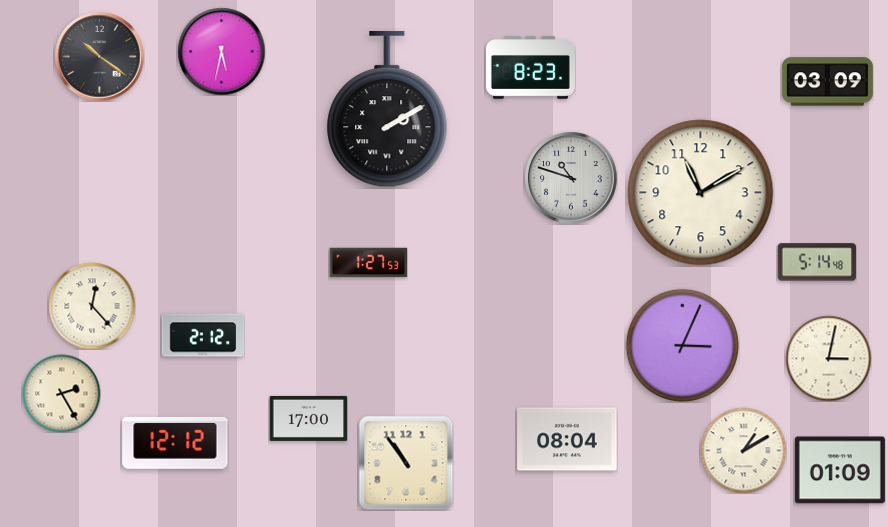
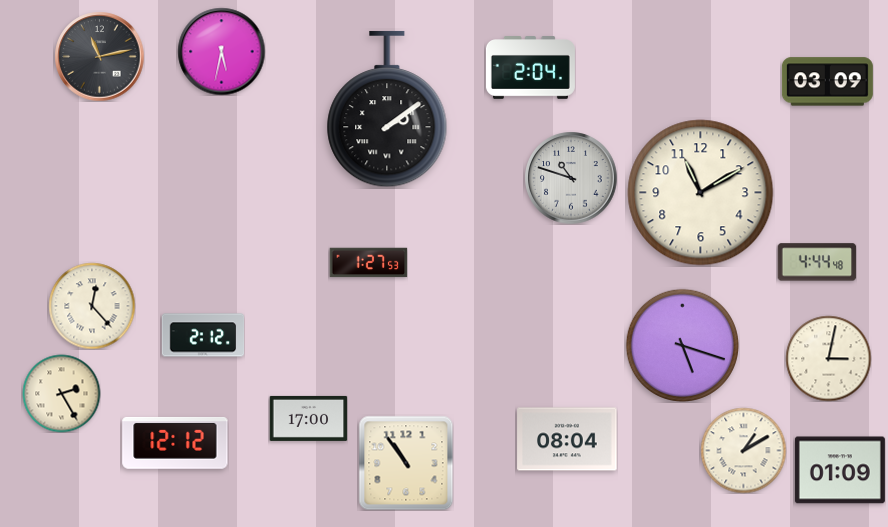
clock at (99, 56): 10:21 -> 11:13
clock at (530, 68): 8:23 -> 2:04
clock at (387, 109): 2:10 -> 2:09
clock at (817, 262): 5:14 -> 4:44
clock at (682, 345): 3:04 -> 5:18
